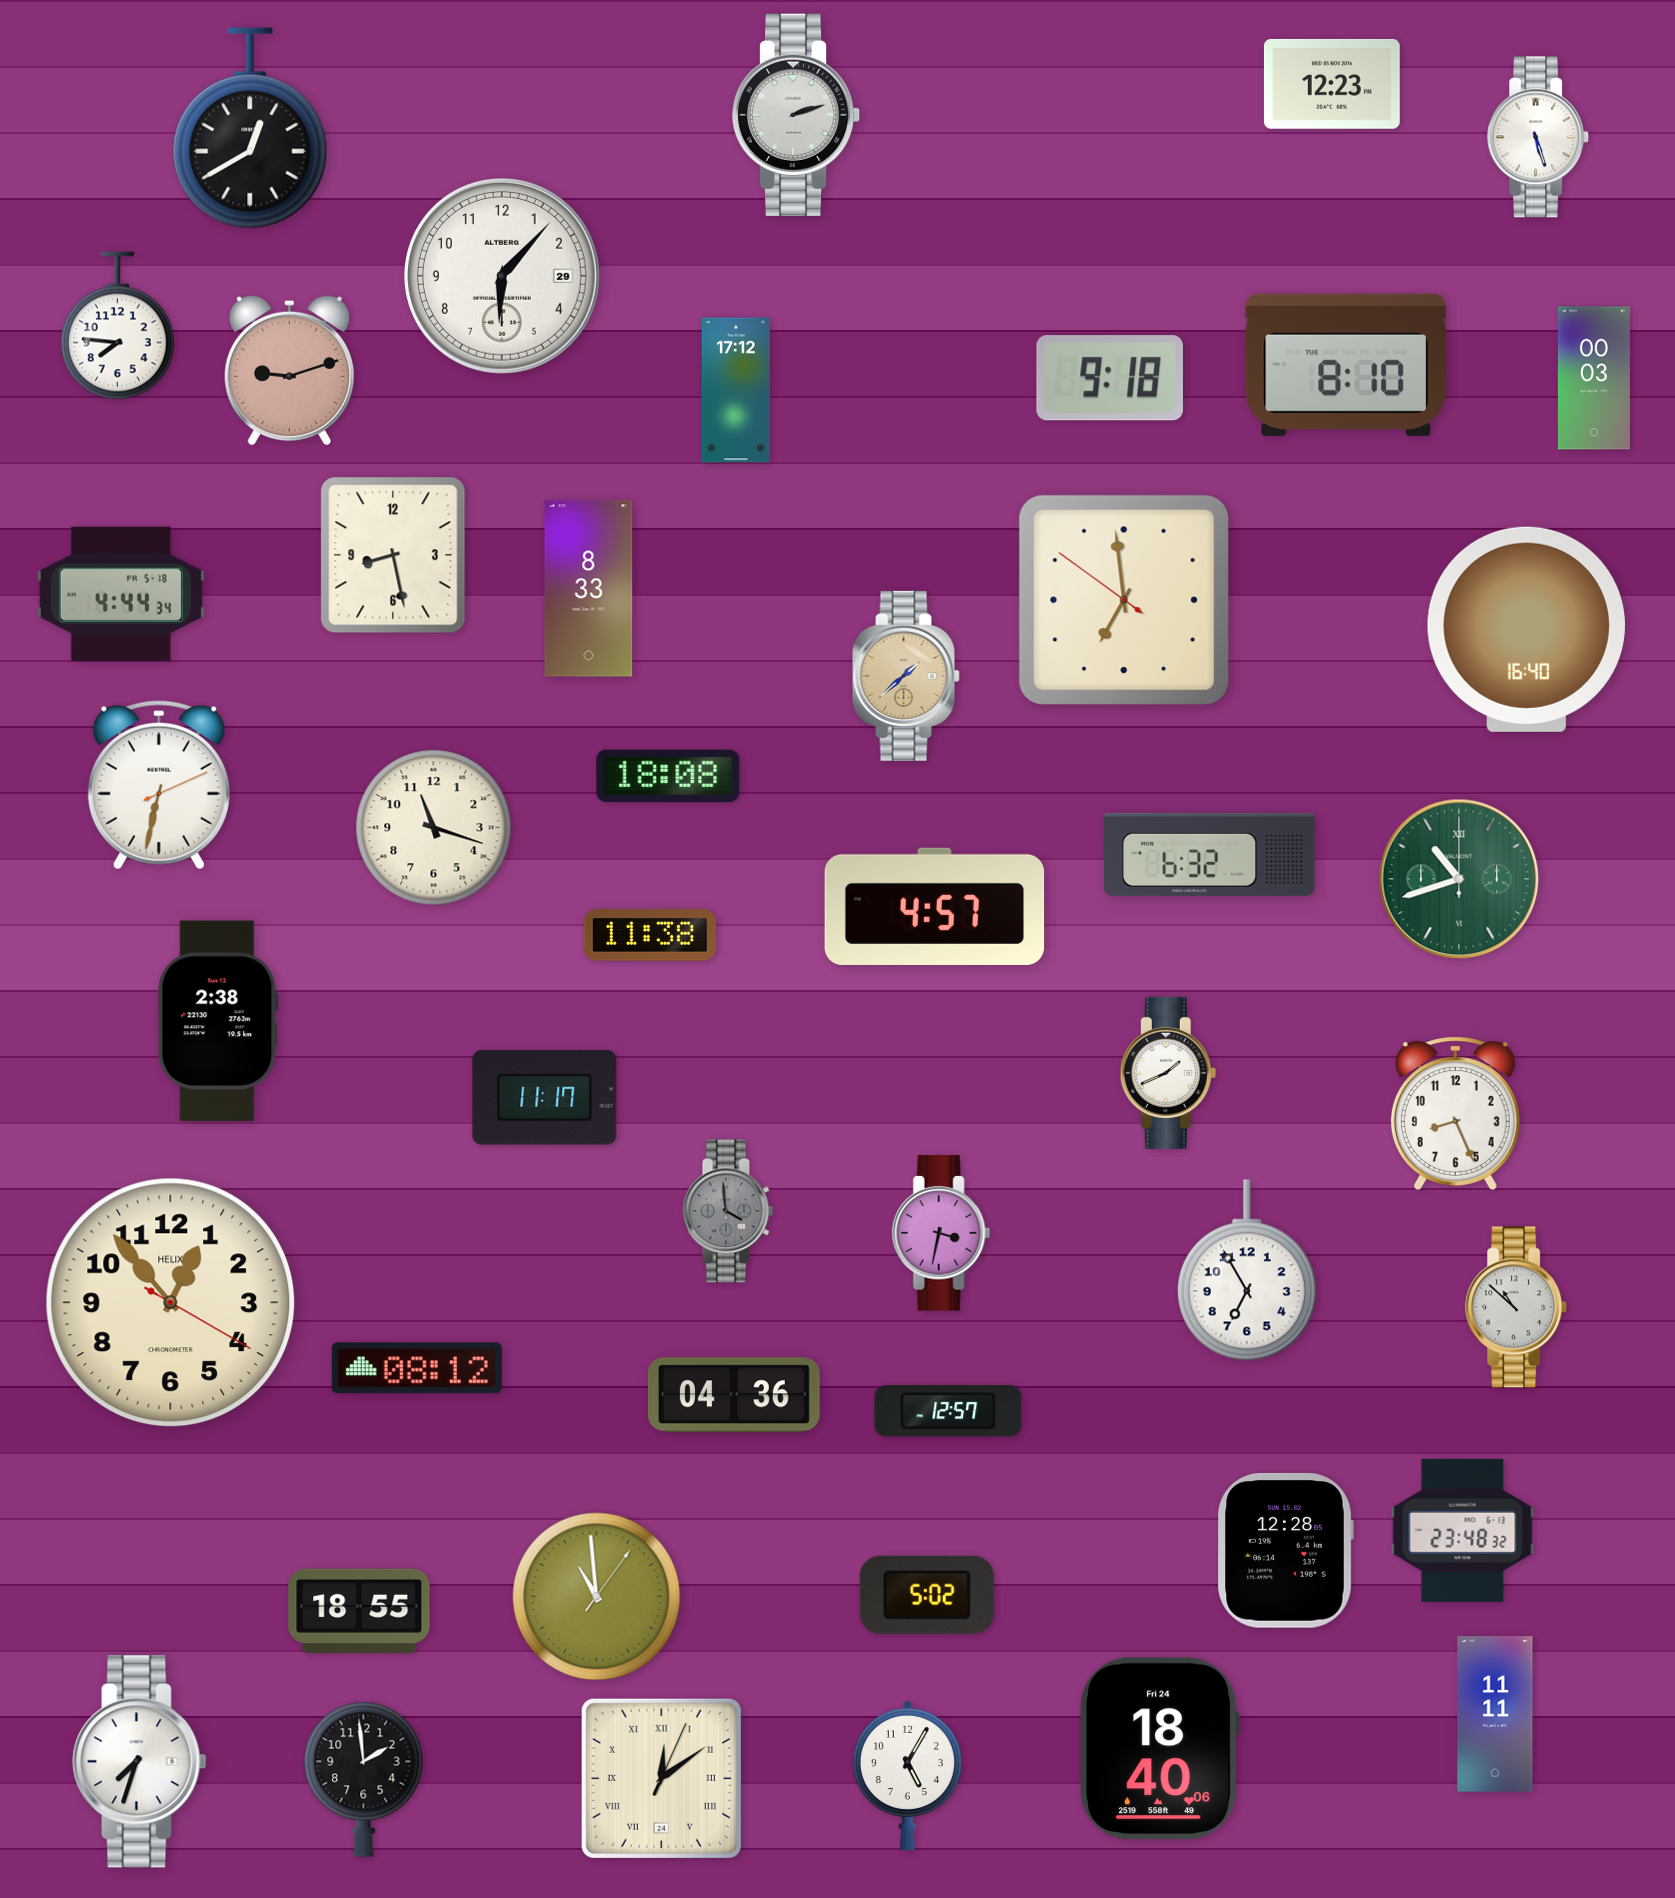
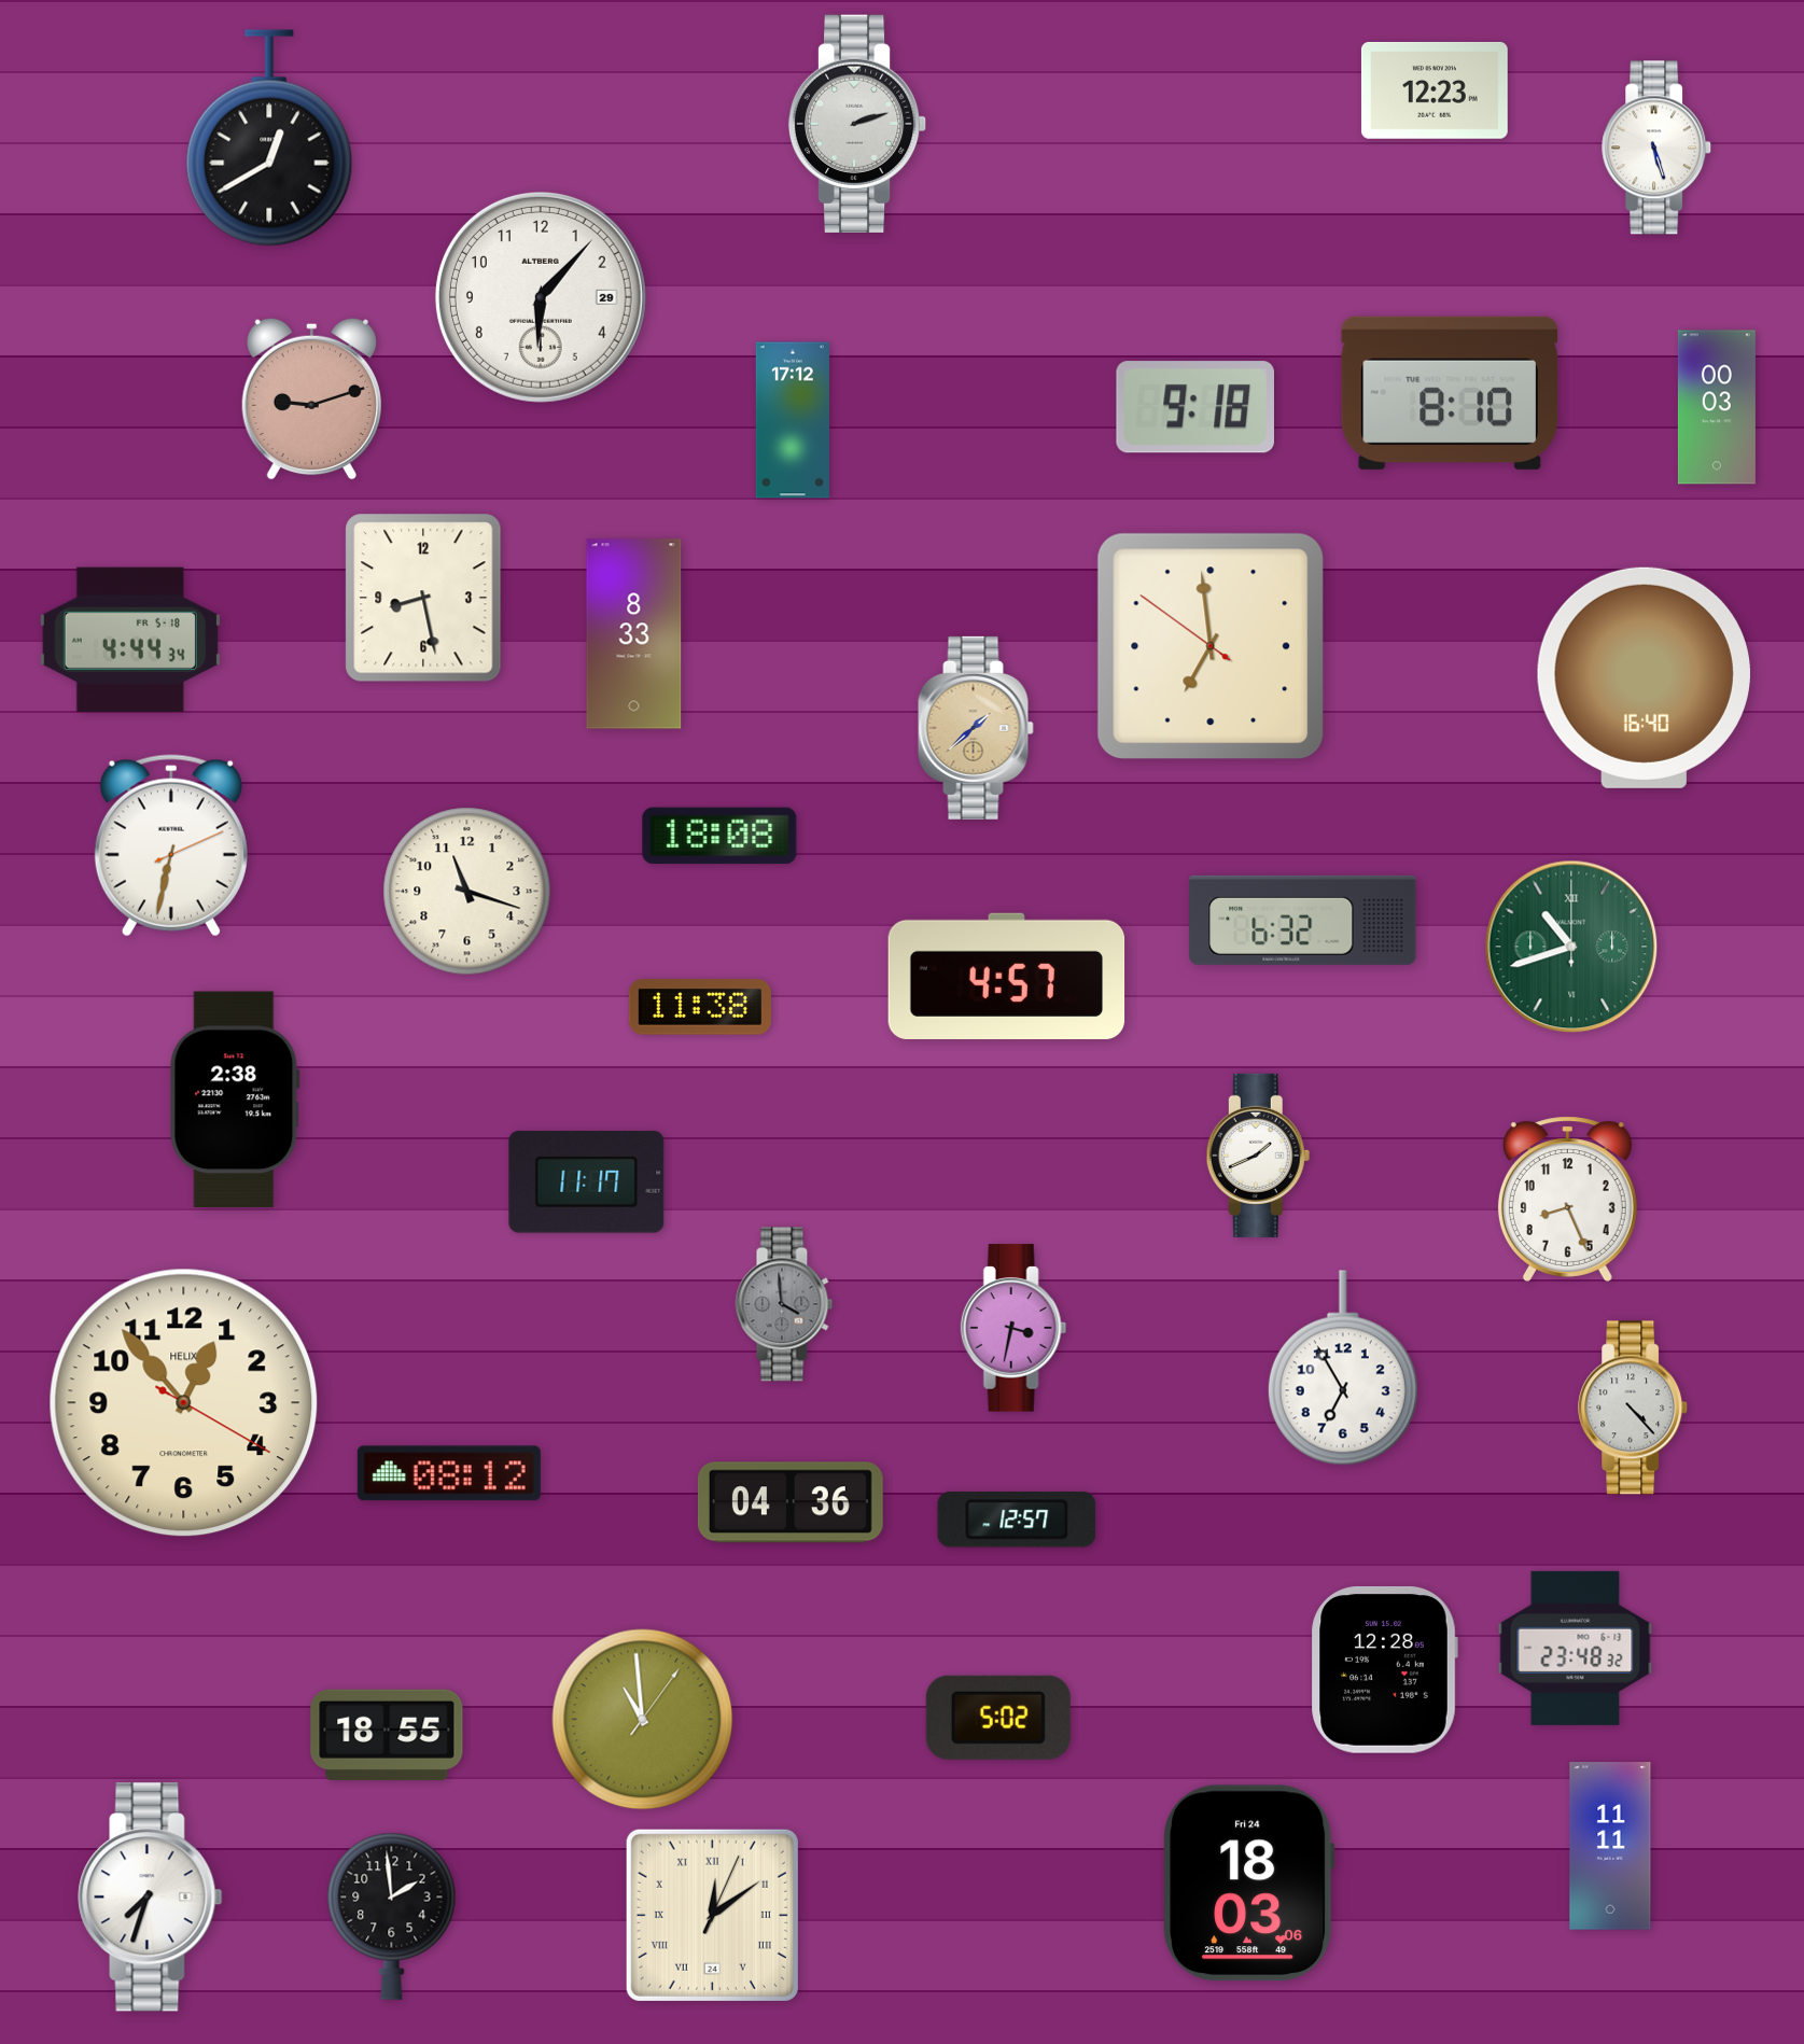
clock at (117, 326): 7:46 -> none
clock at (1517, 1307): 10:52 -> 4:23
clock at (948, 1411) position: (948, 1411) -> (1017, 1520)
clock at (1159, 1749): 18:40 -> 18:03
clock at (907, 1774): 5:05 -> none
